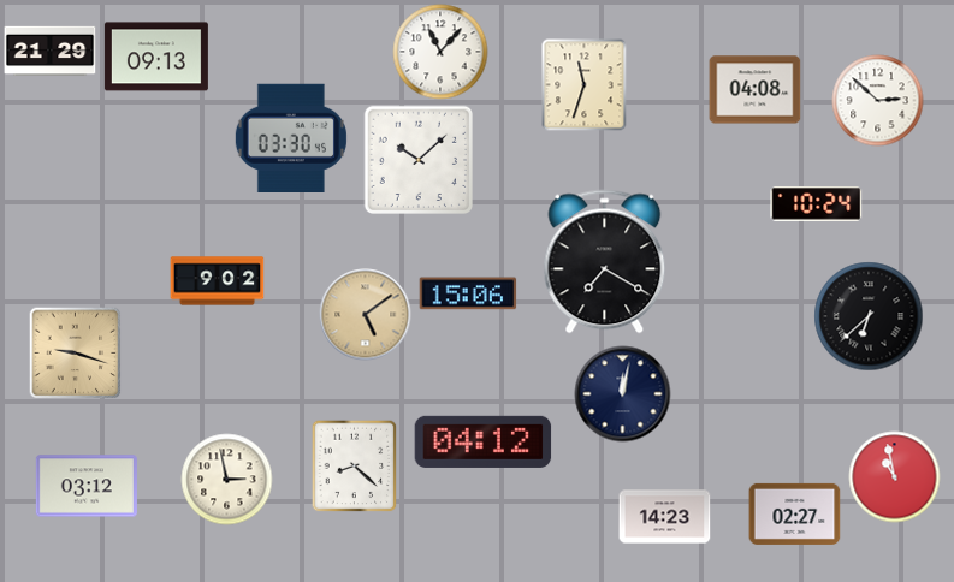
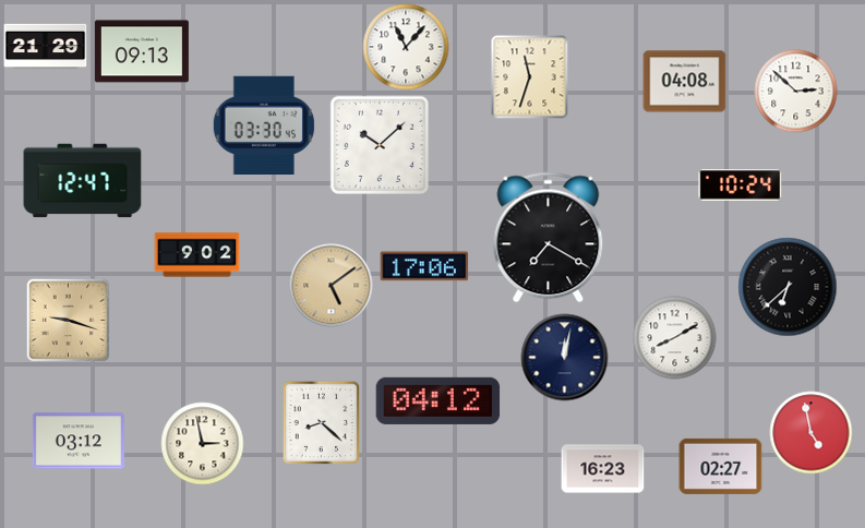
clock at (440, 52) position: (440, 52) -> (406, 47)
clock at (83, 181): none -> 12:47
clock at (468, 293): 15:06 -> 17:06
clock at (675, 338): none -> 8:10
clock at (895, 477): 10:58 -> 4:58
clock at (227, 480) position: (227, 480) -> (203, 444)
clock at (665, 517): 14:23 -> 16:23
